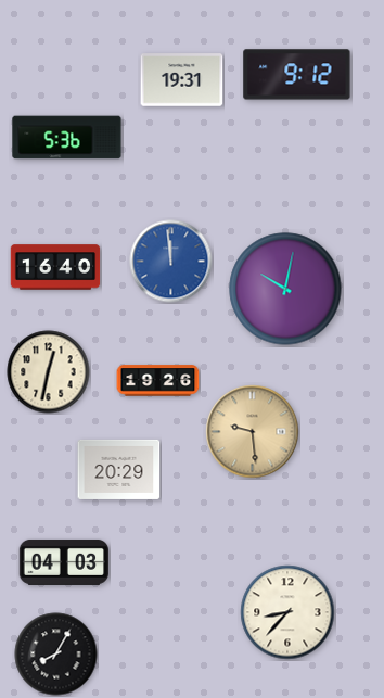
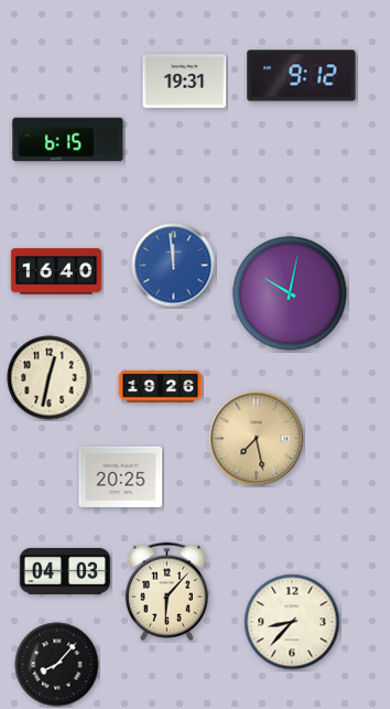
clock at (67, 138): 5:36 -> 6:15
clock at (253, 432): 9:29 -> 7:28
clock at (119, 469): 20:29 -> 20:25
clock at (166, 592): none -> 6:07
clock at (56, 655): 8:05 -> 8:07
